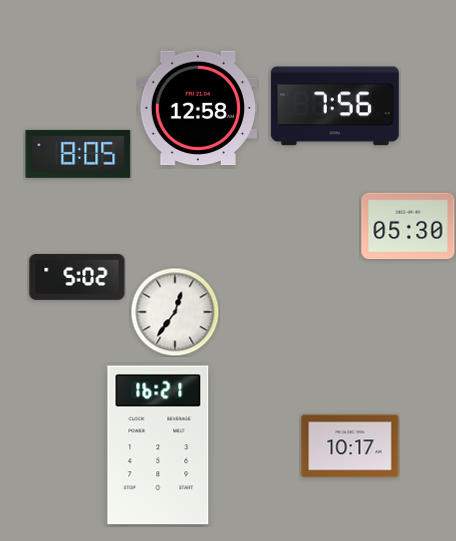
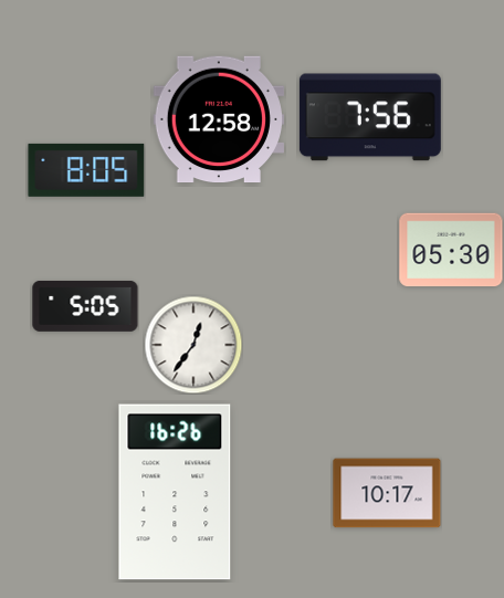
clock at (77, 277): 5:02 -> 5:05
clock at (158, 445): 16:21 -> 16:26
